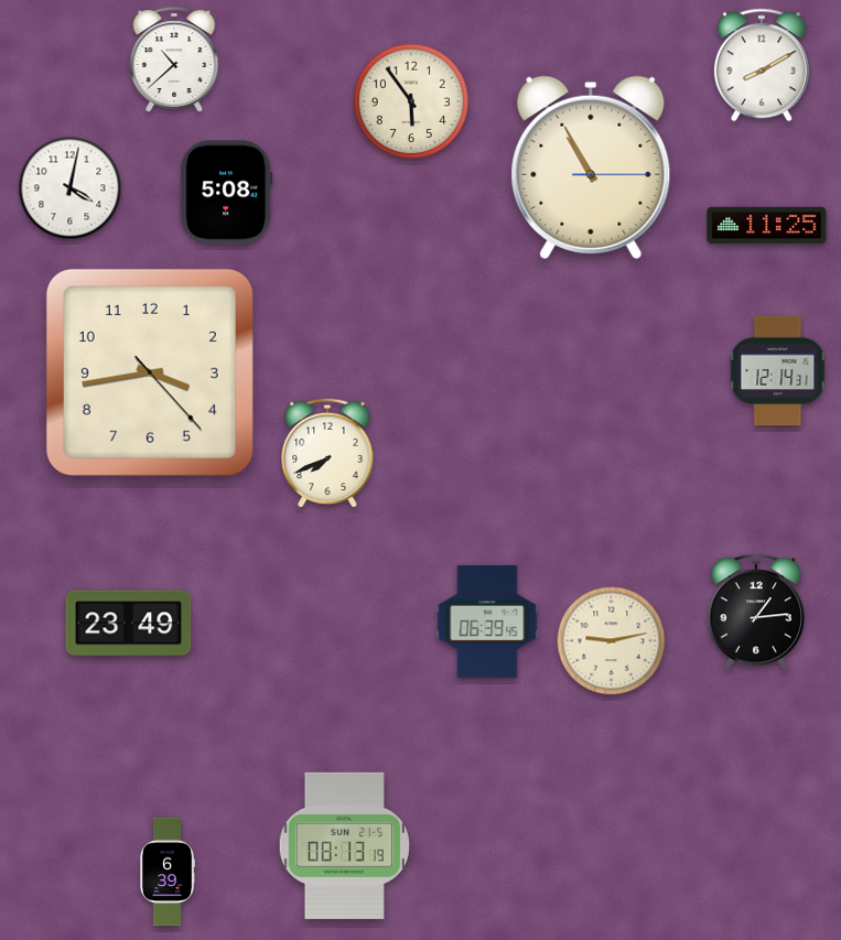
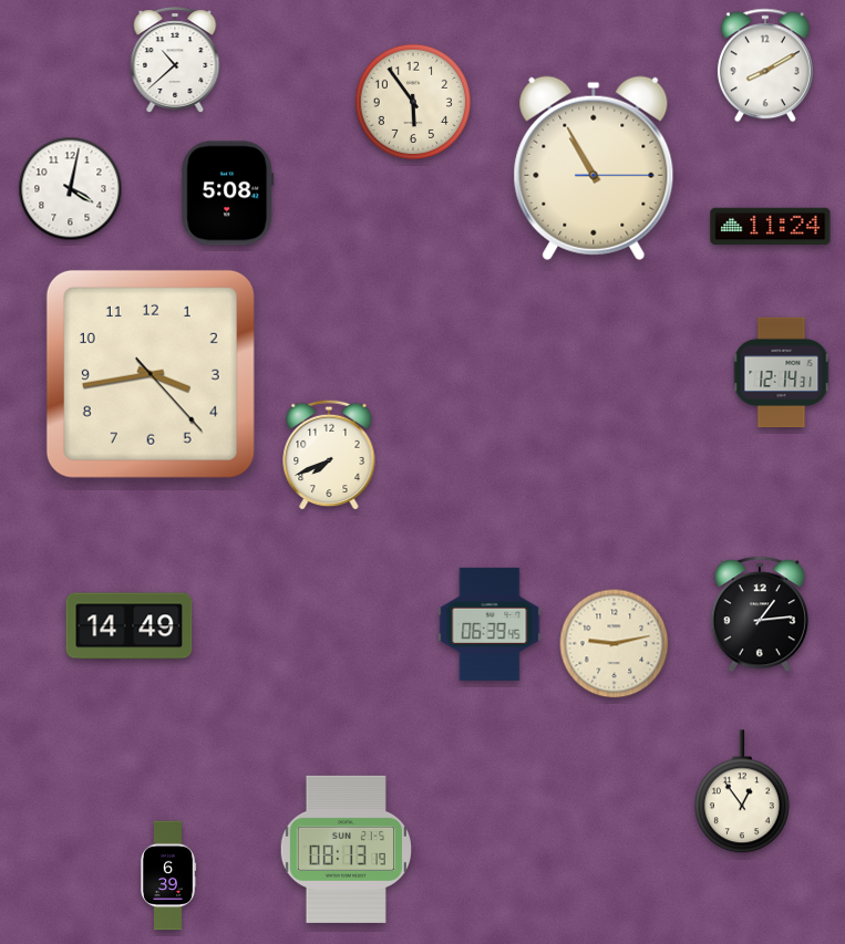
clock at (767, 226): 11:25 -> 11:24
clock at (129, 624): 23:49 -> 14:49
clock at (742, 792): none -> 12:54
